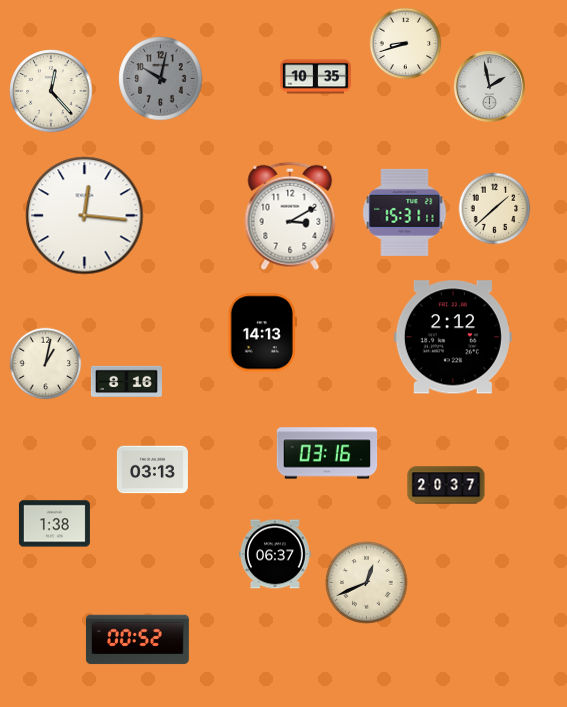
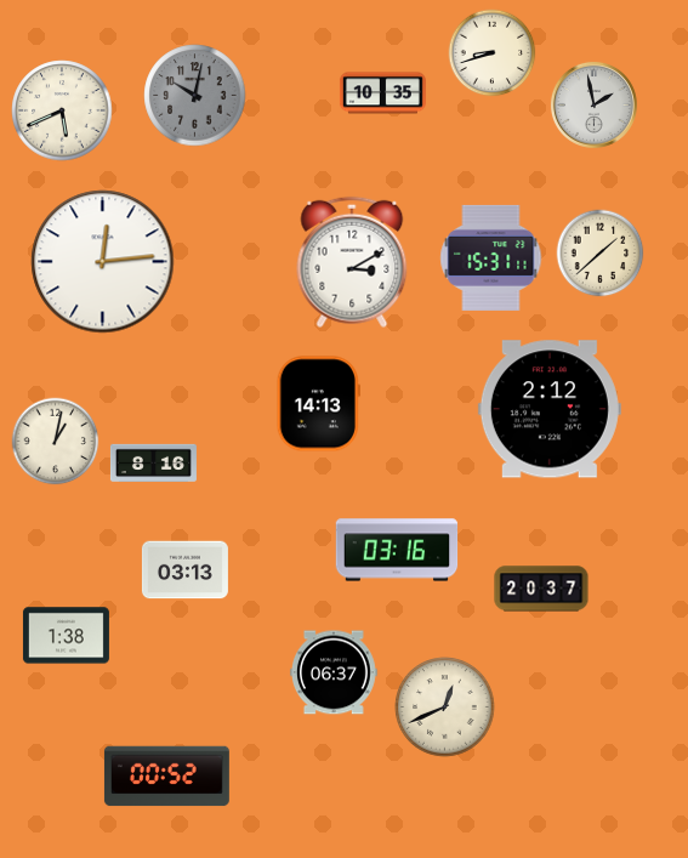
clock at (51, 91): 12:23 -> 5:41
clock at (85, 216): 12:16 -> 12:14
